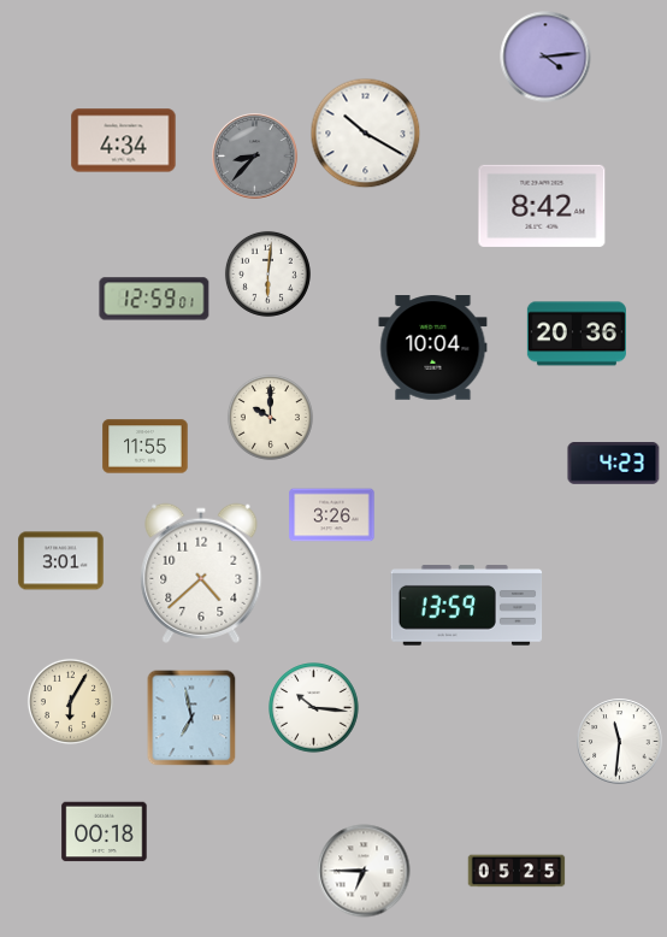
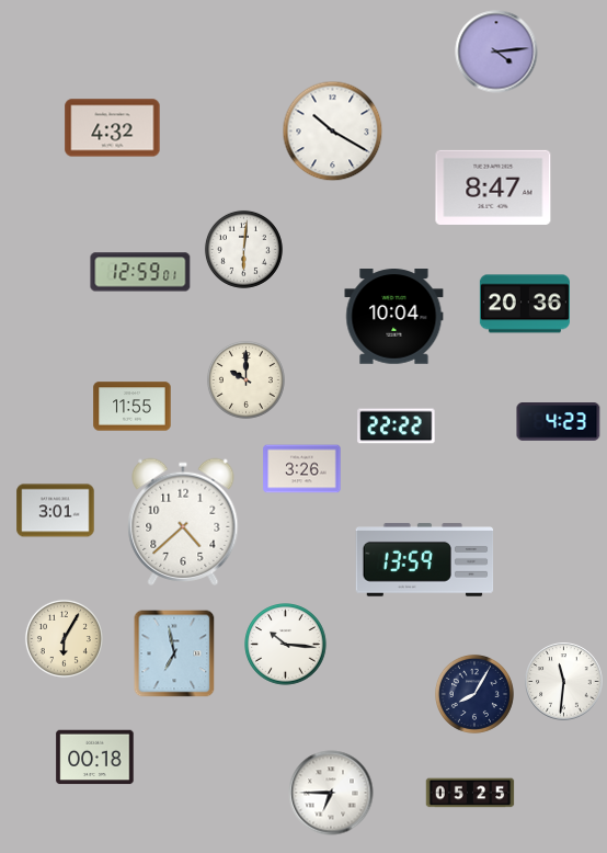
clock at (366, 134) position: (366, 134) -> (333, 132)
clock at (124, 141): 4:34 -> 4:32
clock at (255, 157): 8:37 -> none
clock at (542, 206): 8:42 -> 8:47
clock at (397, 426): none -> 22:22
clock at (467, 606) position: (467, 606) -> (425, 560)
clock at (620, 742) position: (620, 742) -> (564, 682)
clock at (474, 694): none -> 8:05
